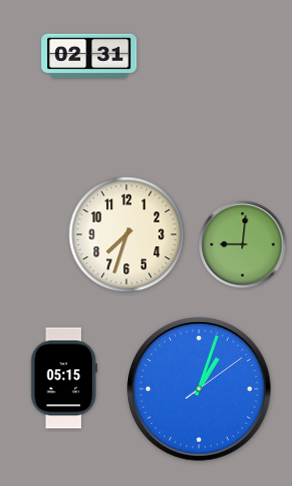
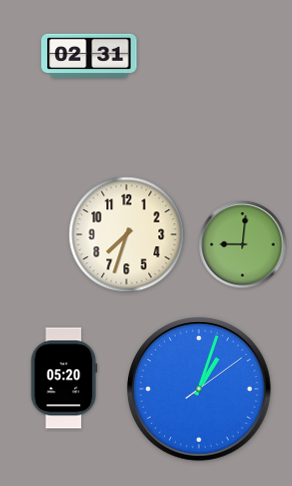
clock at (64, 378): 05:15 -> 05:20
